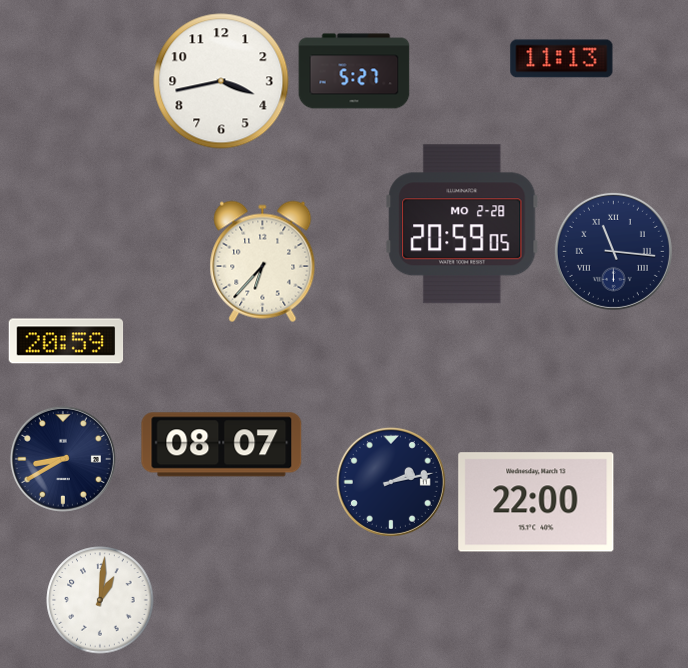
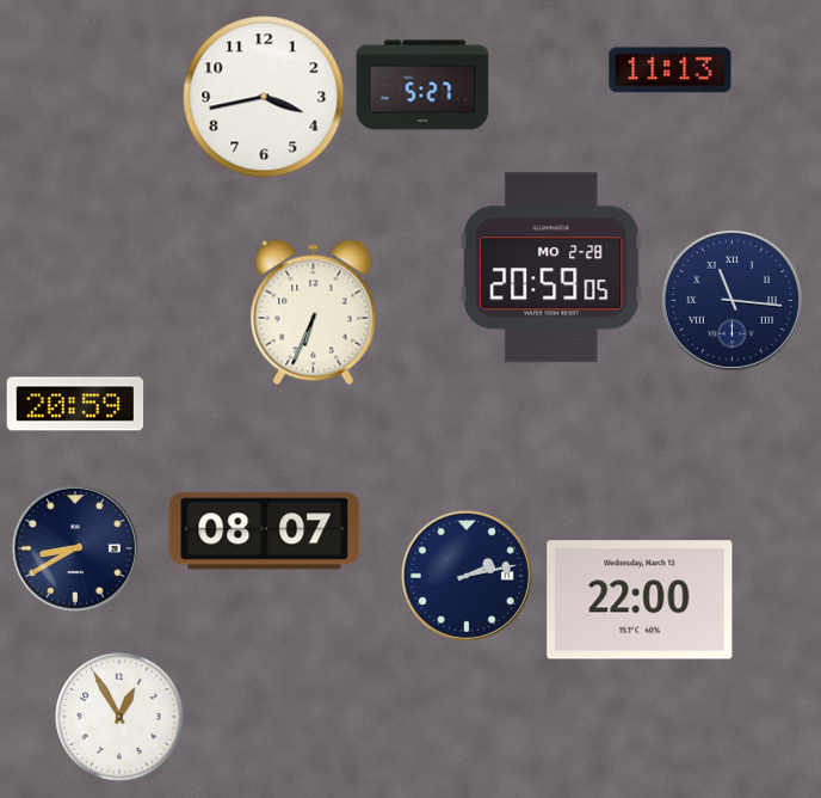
clock at (263, 262): 6:37 -> 6:34
clock at (66, 341) position: (66, 341) -> (75, 404)
clock at (100, 600): 1:01 -> 12:55
